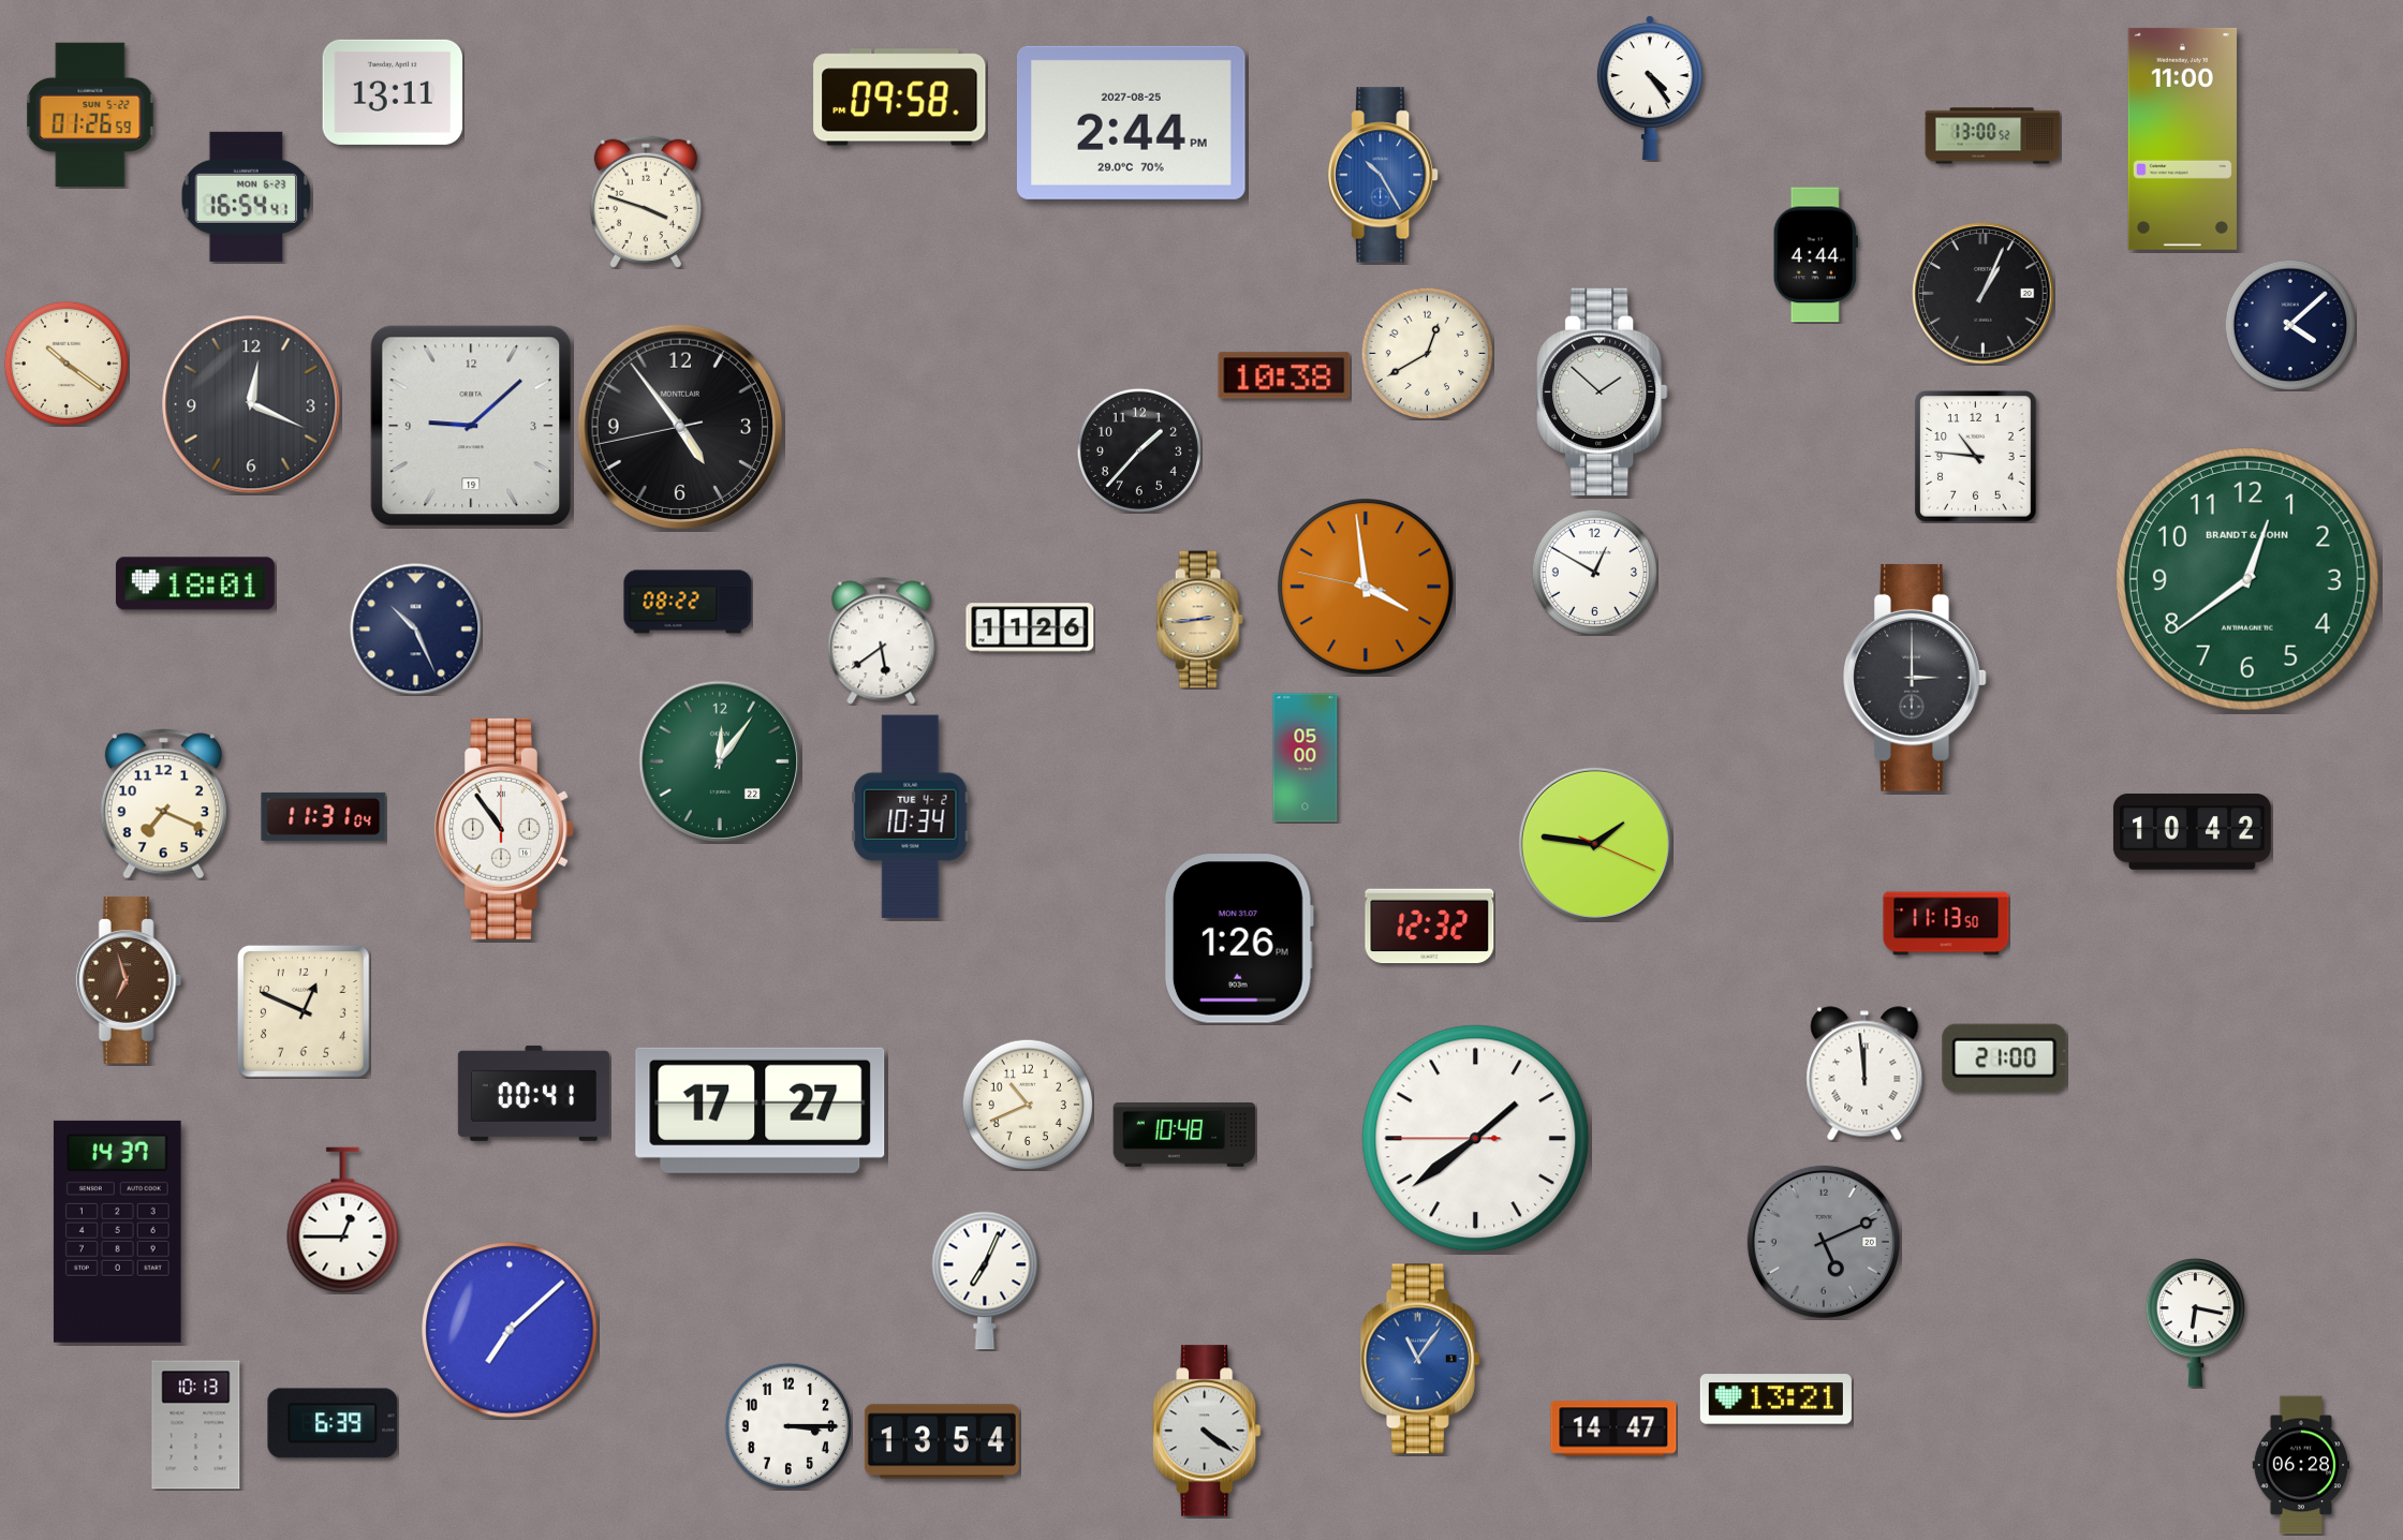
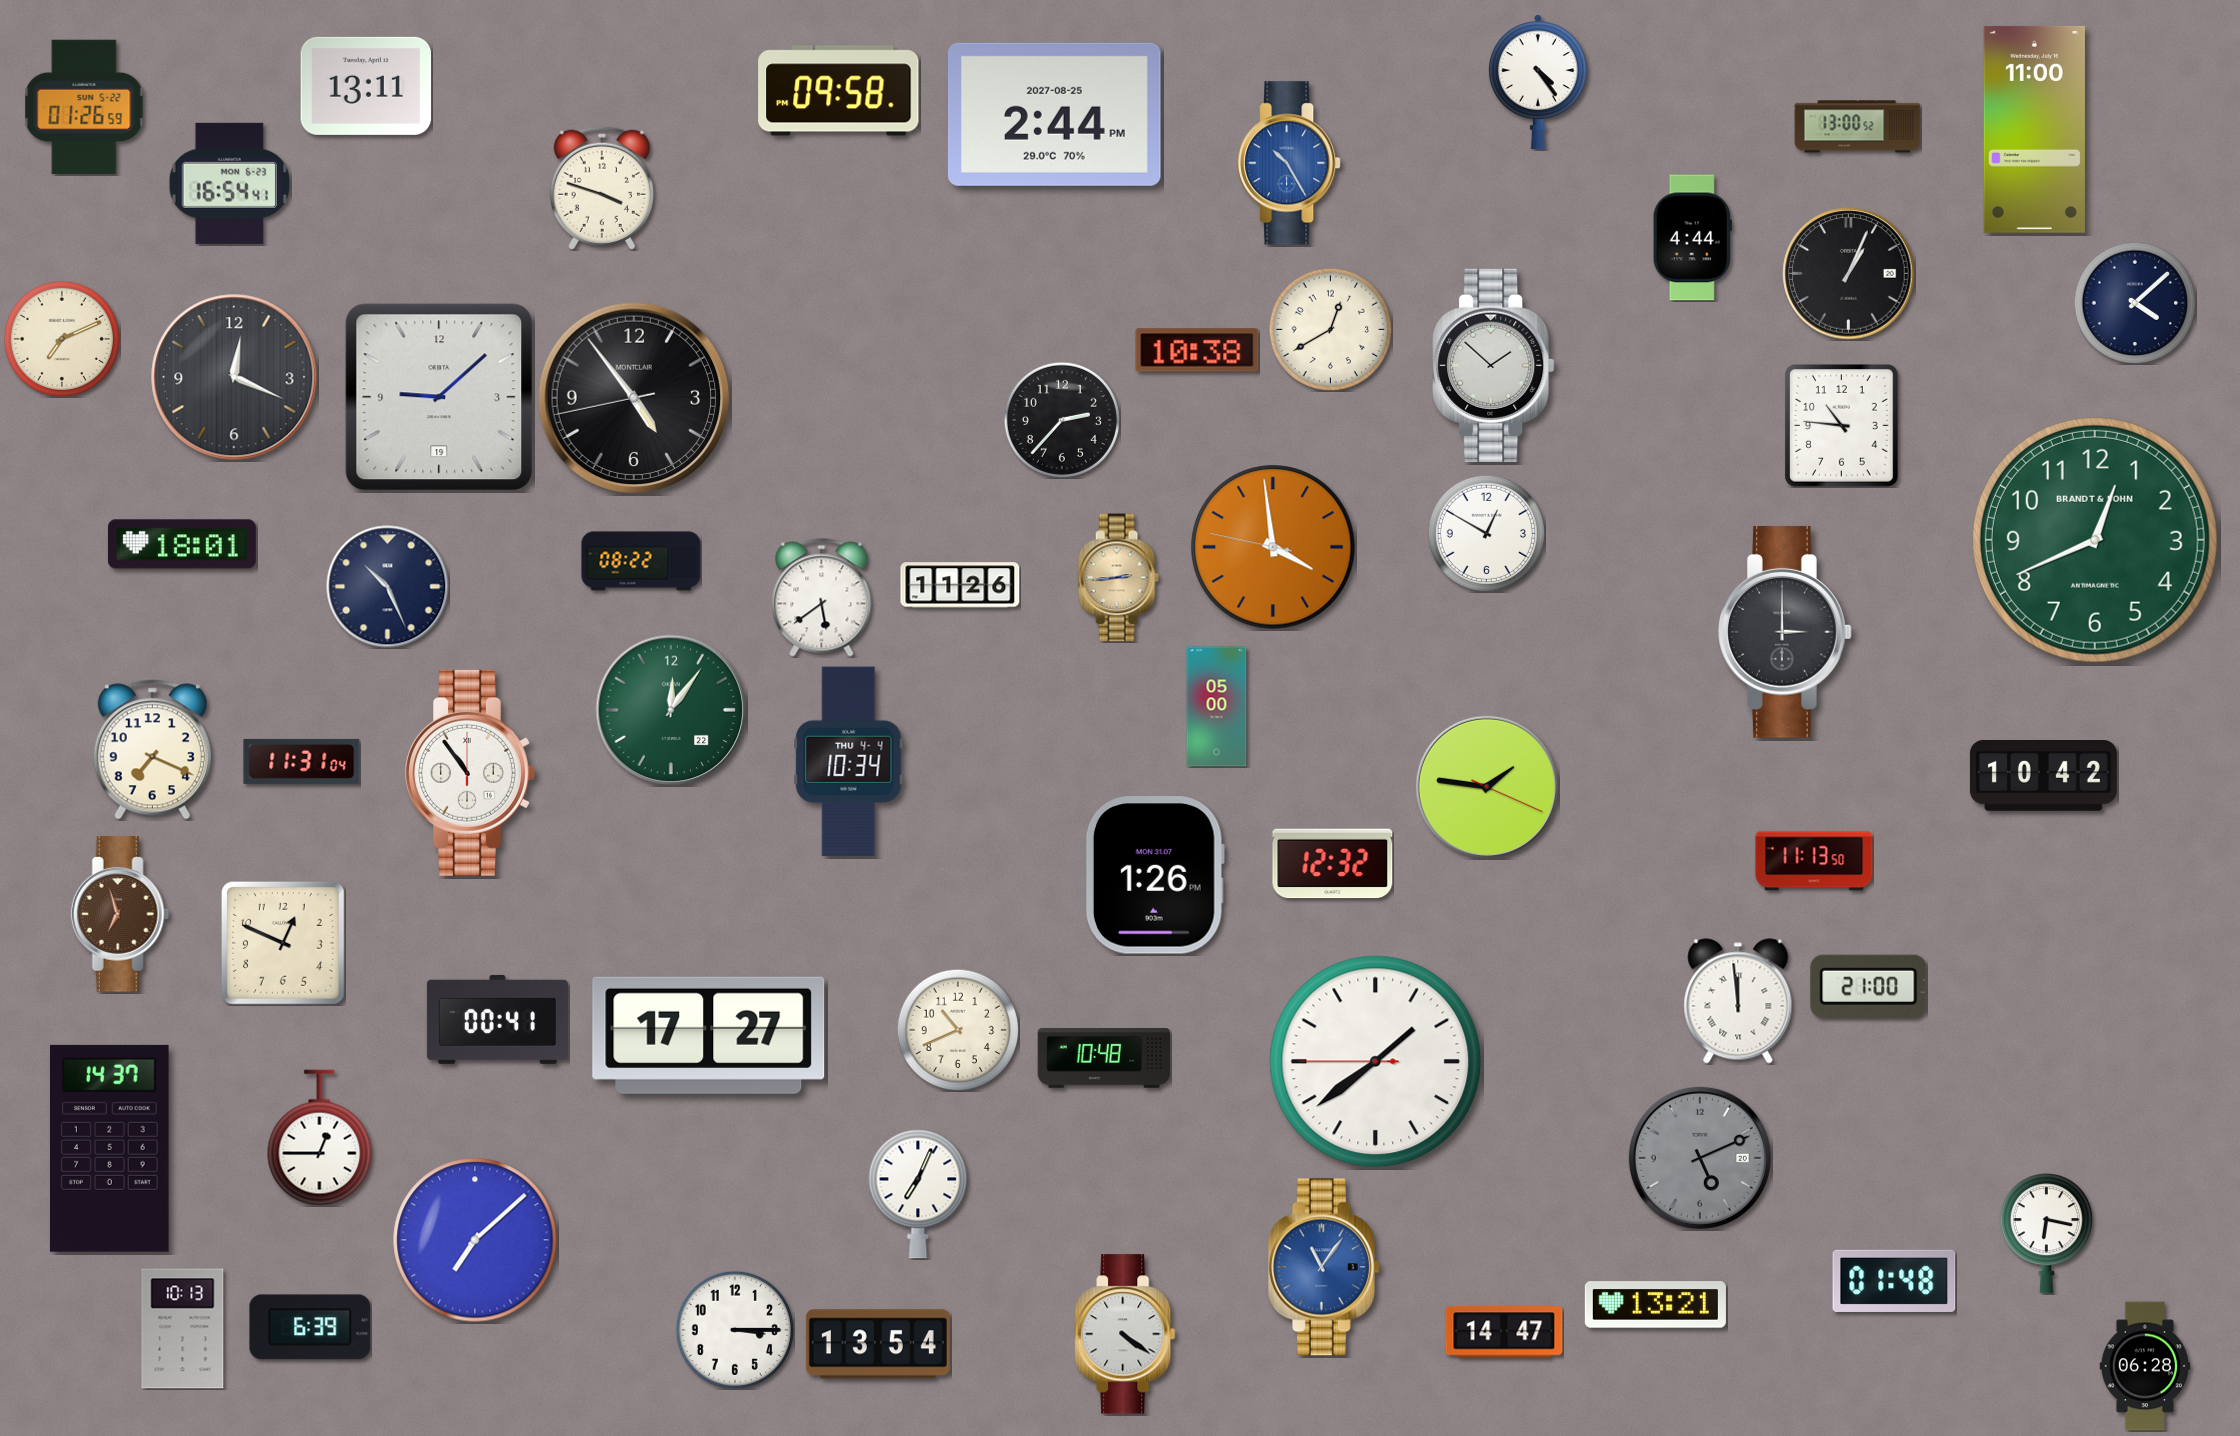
clock at (67, 364): 10:21 -> 7:11
clock at (1139, 450): 1:37 -> 2:37
clock at (2247, 579): 12:39 -> 12:41
clock at (911, 817) date: TUE 4-2 -> THU 4-4
clock at (1894, 1281): none -> 01:48
